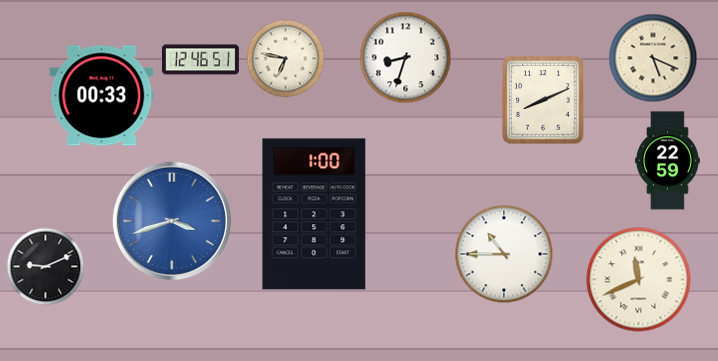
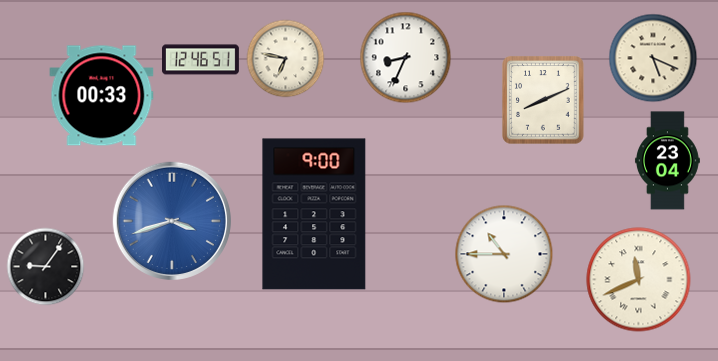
clock at (405, 57): 8:33 -> 8:34
clock at (667, 161): 22:59 -> 23:04
clock at (314, 214): 1:00 -> 9:00
clock at (45, 266): 9:11 -> 9:06
